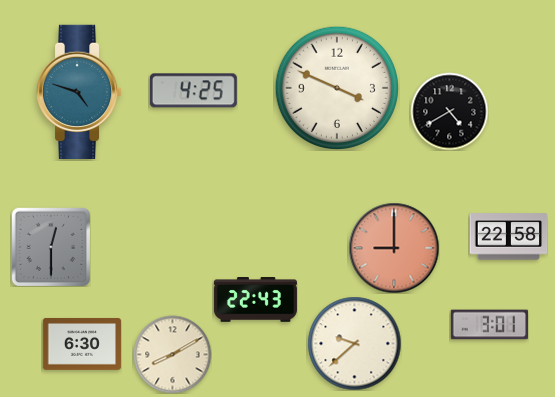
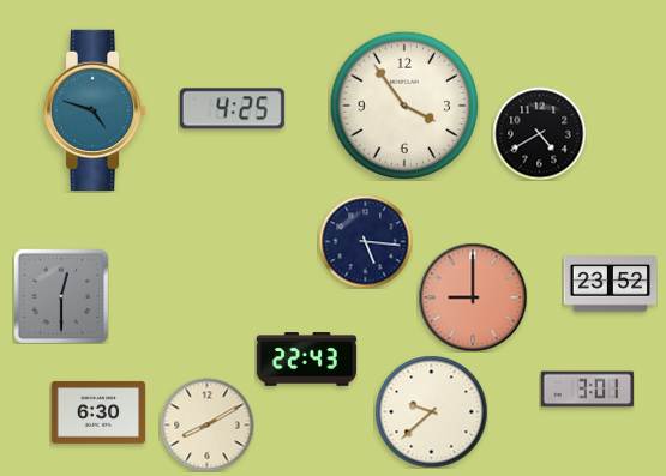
clock at (336, 87): 3:49 -> 3:54
clock at (365, 241): none -> 5:16
clock at (508, 237): 22:58 -> 23:52
clock at (354, 343) position: (354, 343) -> (431, 411)
